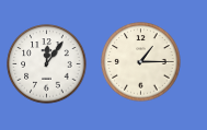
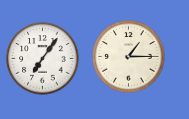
clock at (47, 64): 12:06 -> 7:06
